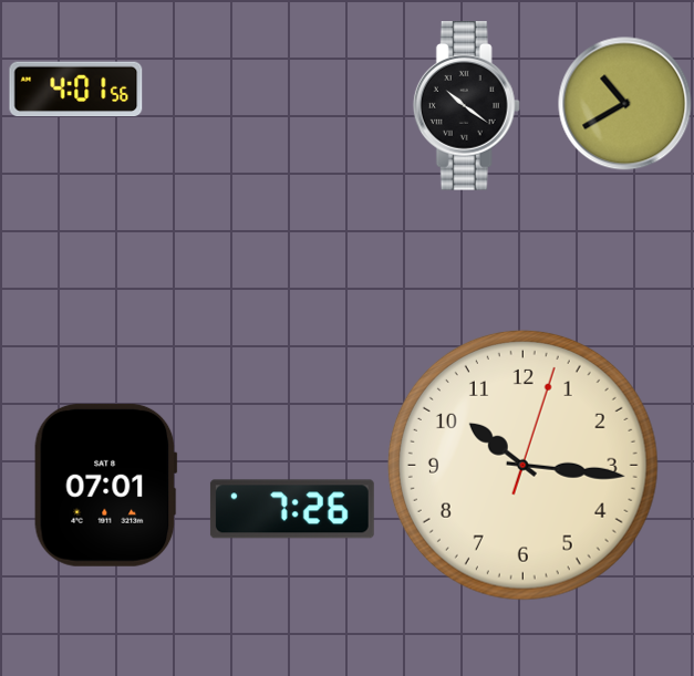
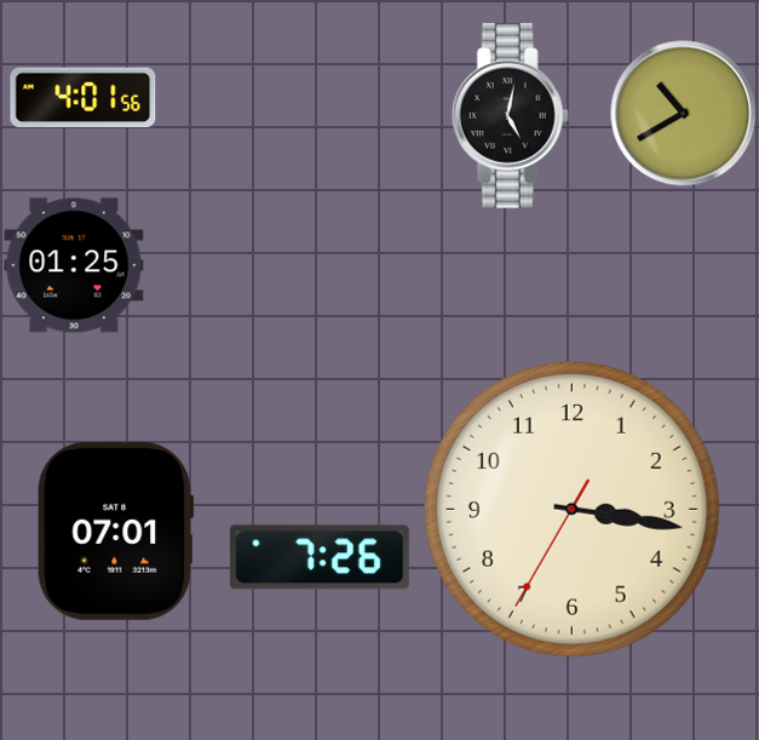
clock at (466, 106): 10:21 -> 5:02
clock at (74, 265): none -> 01:25
clock at (522, 465): 10:16 -> 3:16
